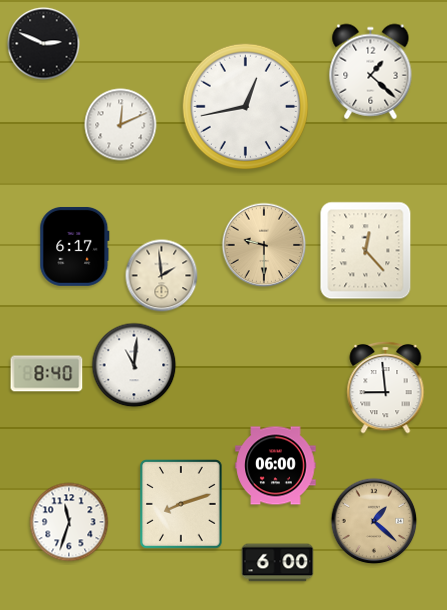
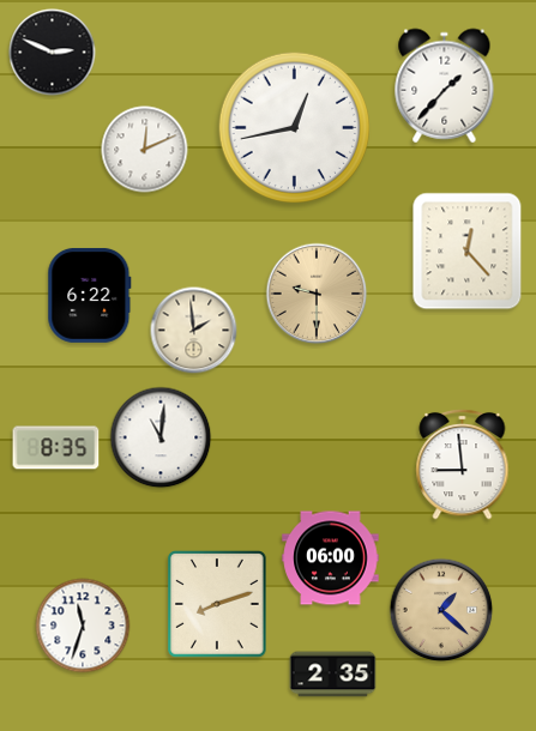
clock at (371, 72): 1:22 -> 1:37
clock at (75, 246): 6:17 -> 6:22
clock at (366, 251) position: (366, 251) -> (468, 252)
clock at (47, 374): 8:40 -> 8:35
clock at (374, 521) position: (374, 521) -> (441, 610)
clock at (278, 563): 6:00 -> 2:35
